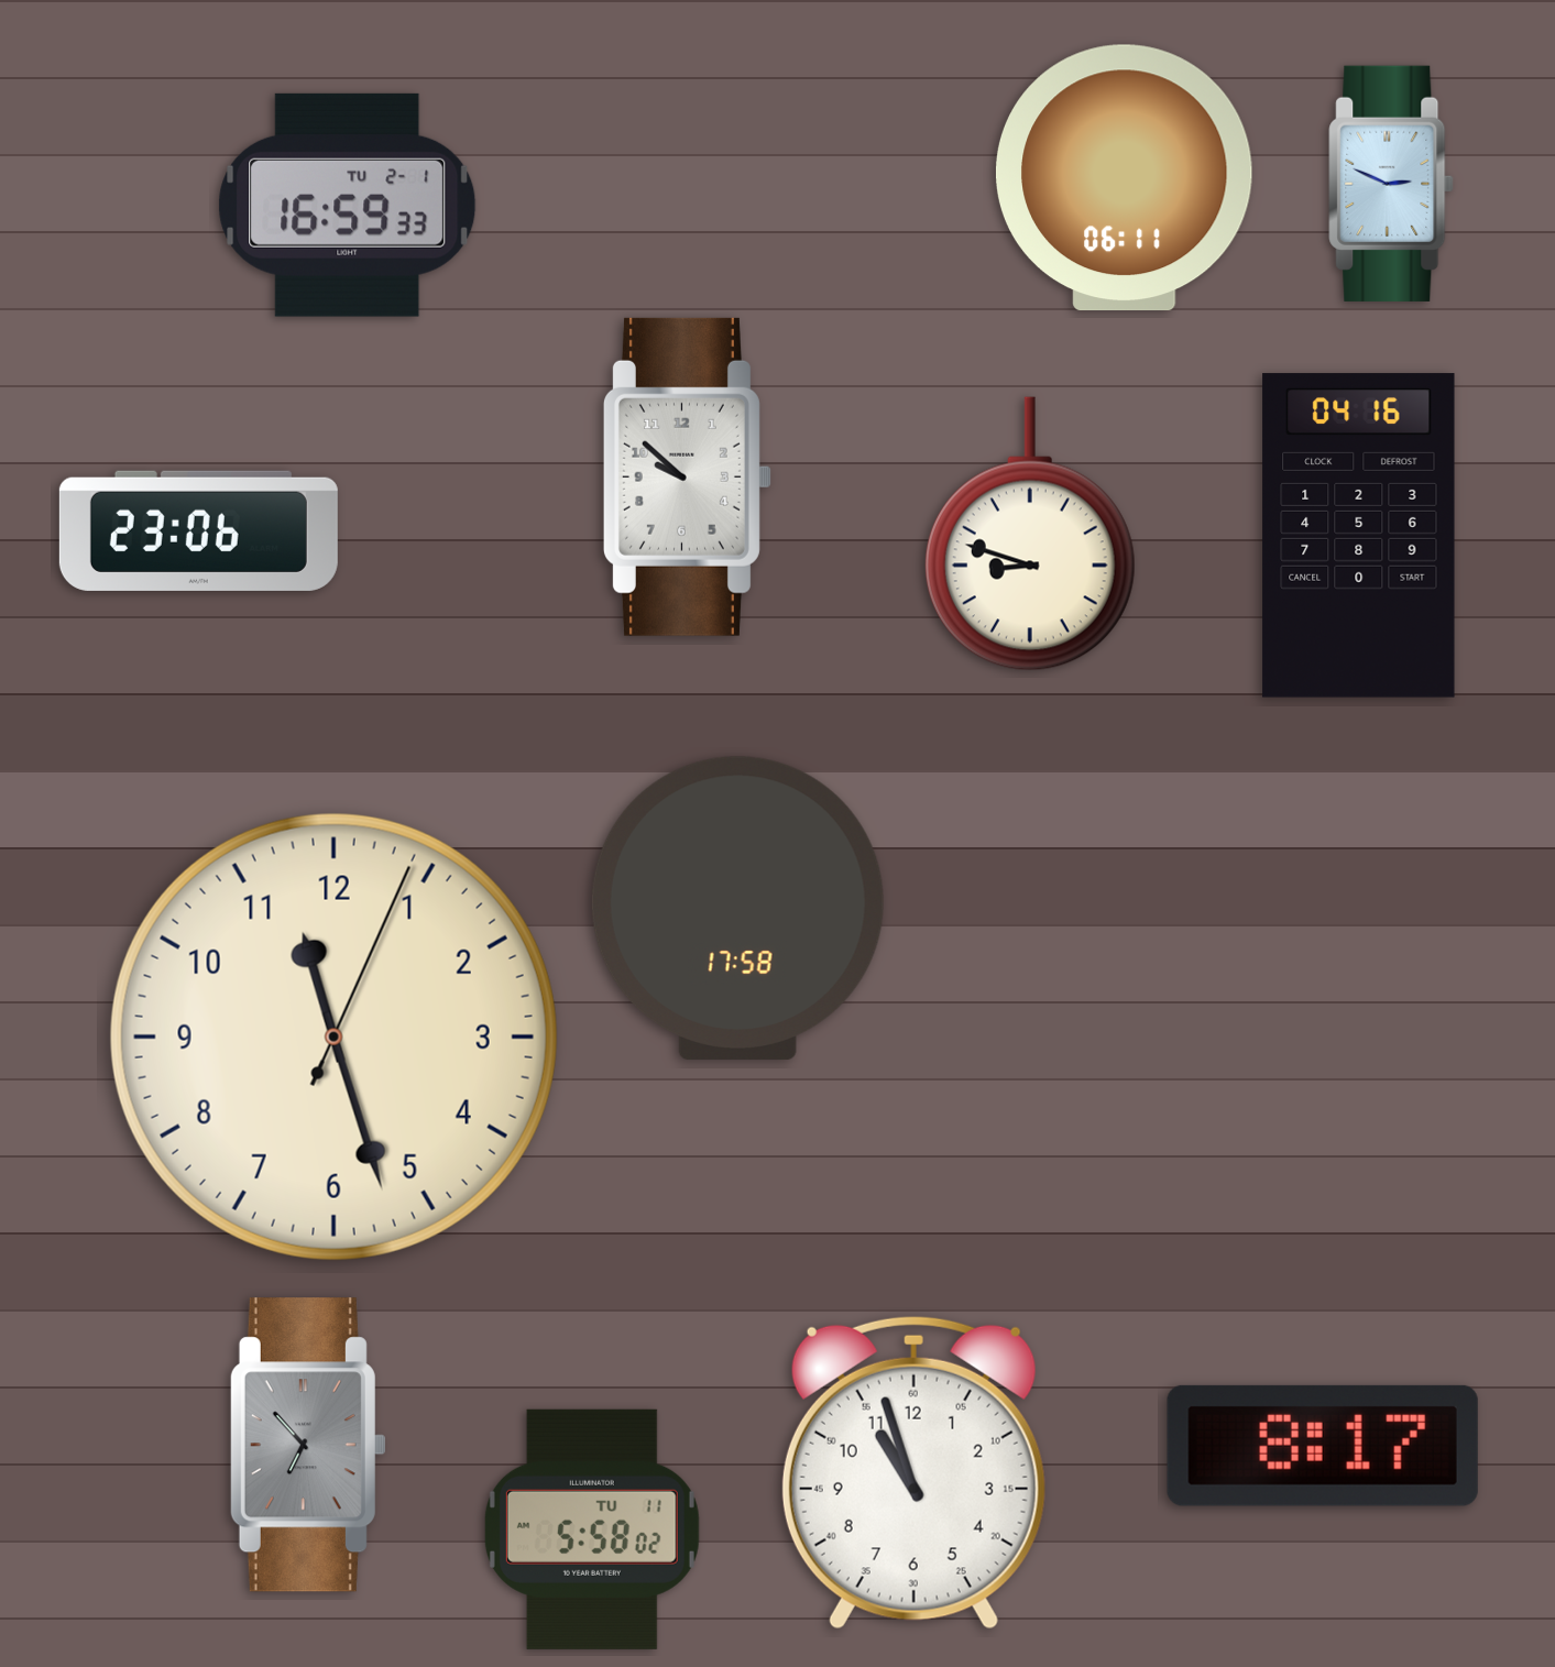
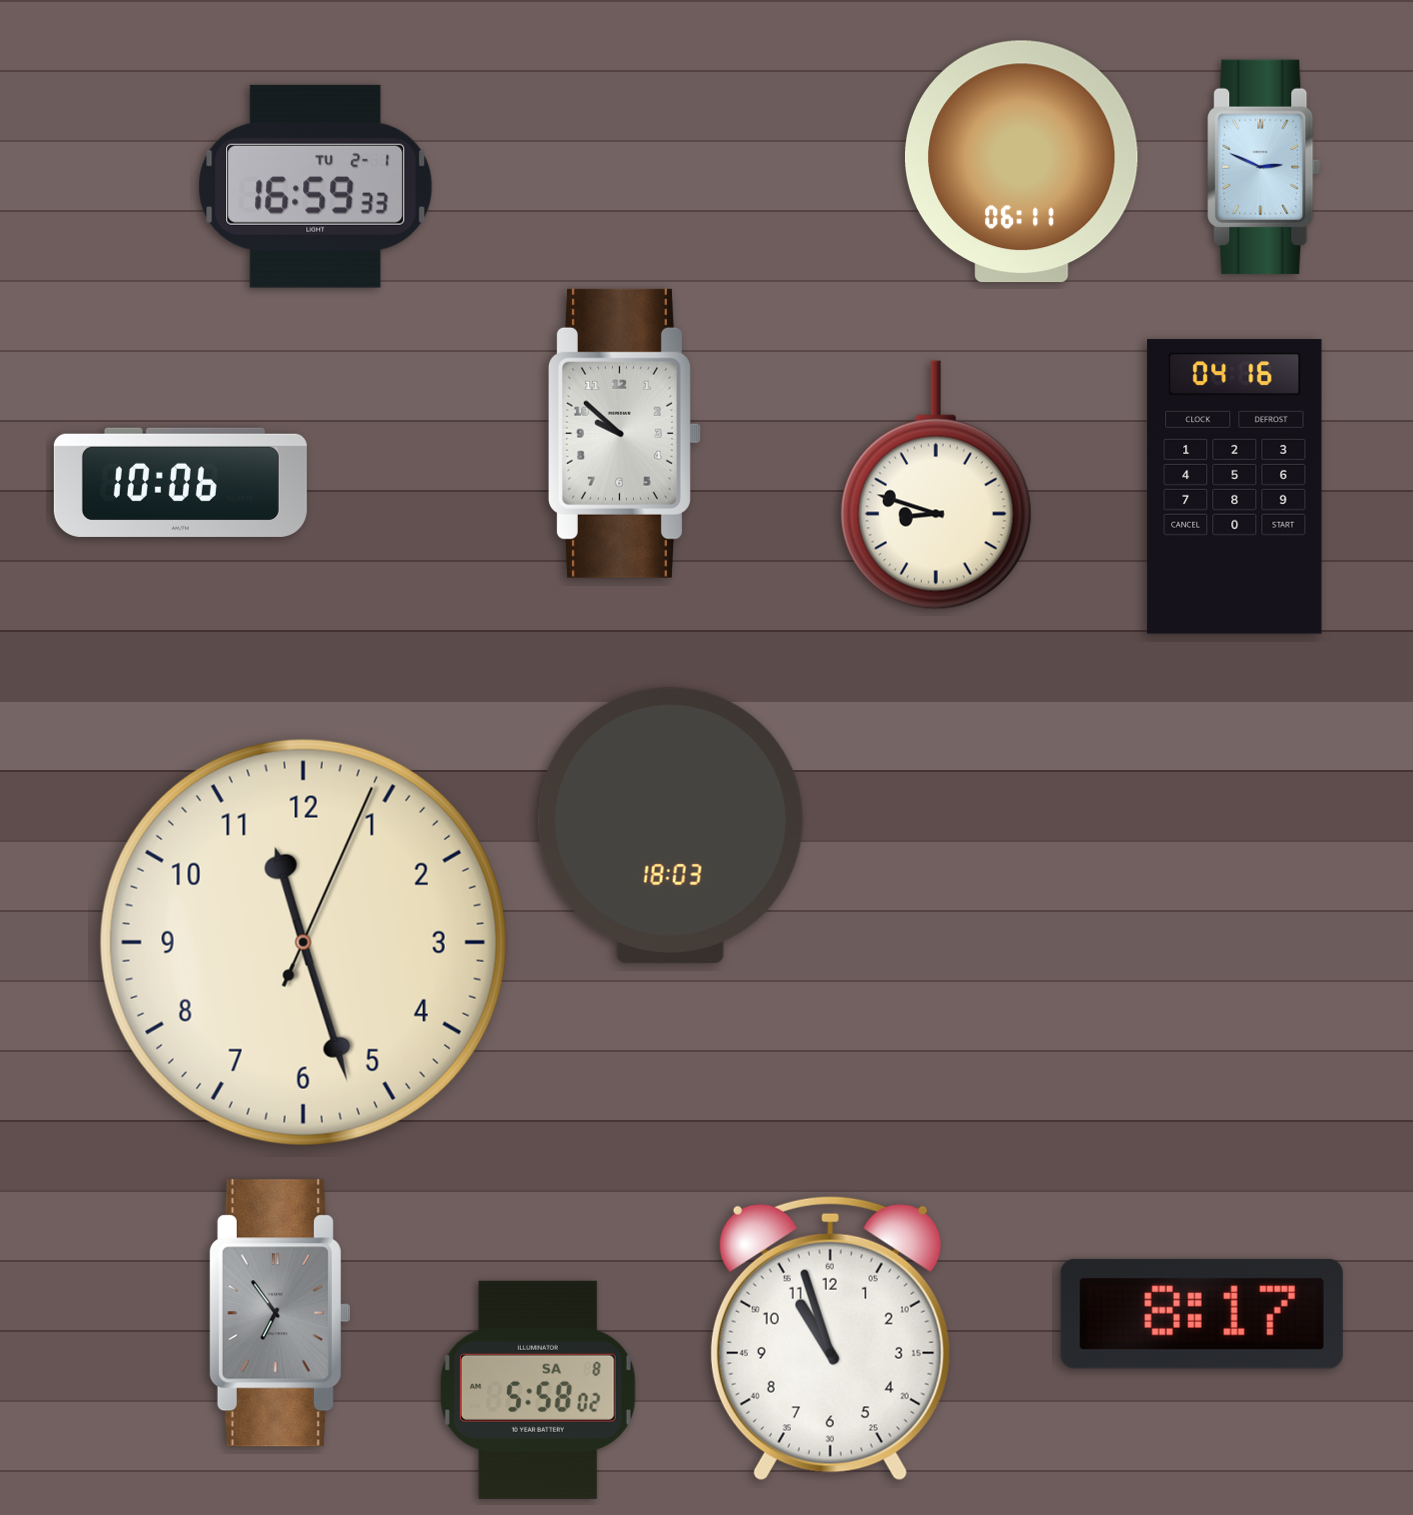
clock at (198, 530): 23:06 -> 10:06
clock at (737, 908): 17:58 -> 18:03
clock at (308, 1445): 6:53 -> 6:54
clock at (592, 1529) date: TU 11 -> SA 8
